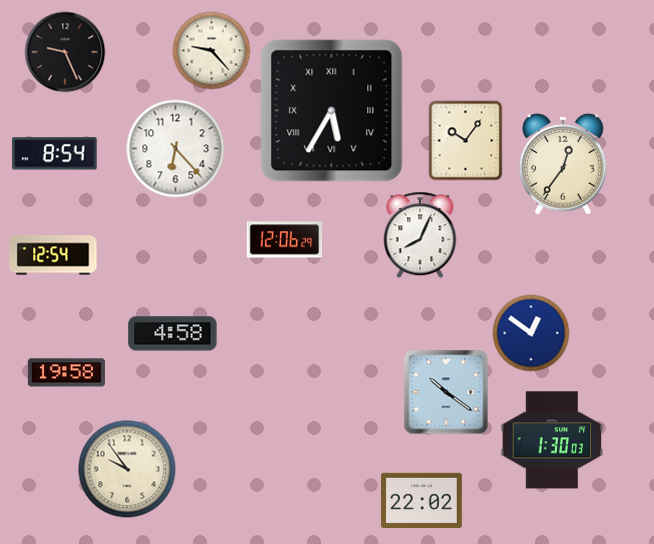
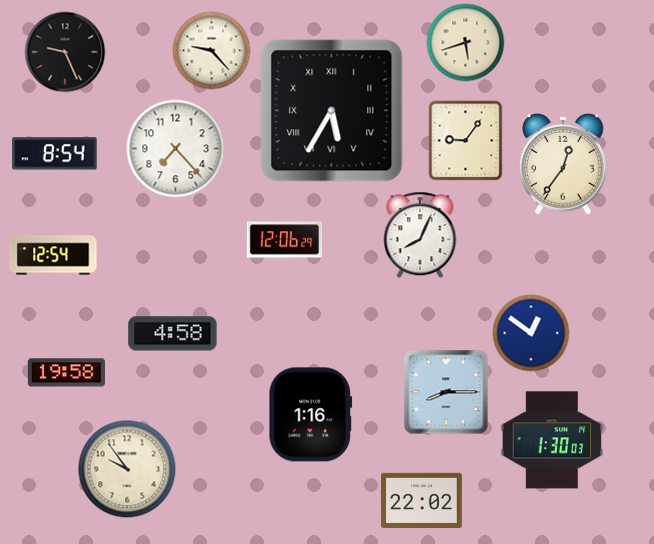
clock at (466, 43): none -> 5:42
clock at (466, 141): 10:06 -> 9:06
clock at (176, 149): 6:23 -> 7:23
clock at (446, 392): 10:21 -> 8:15
clock at (311, 415): none -> 1:16
